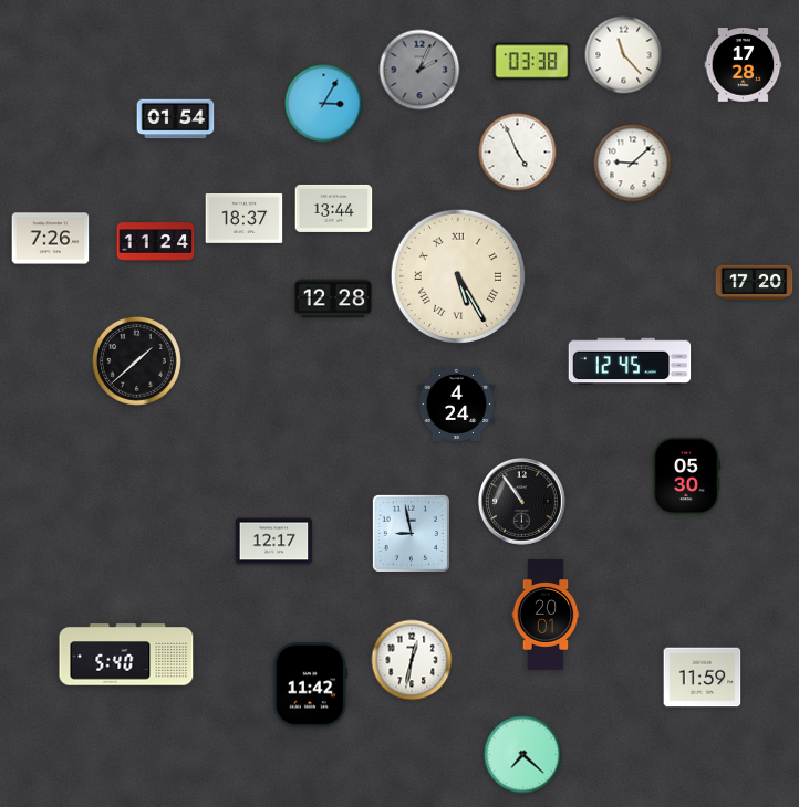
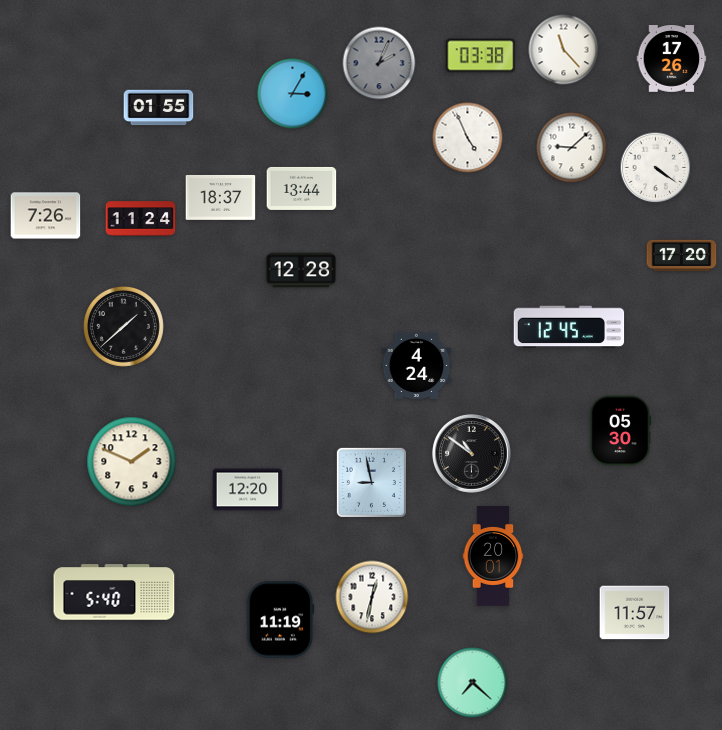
clock at (744, 65): 17:28 -> 17:26
clock at (176, 119): 01:54 -> 01:55
clock at (656, 168): none -> 4:21
clock at (457, 275): 5:25 -> none
clock at (457, 403) position: (457, 403) -> (417, 365)
clock at (522, 502): 10:54 -> 10:51
clock at (132, 462): none -> 1:49
clock at (274, 542): 12:17 -> 12:20
clock at (703, 678): 11:59 -> 11:57
clock at (311, 685): 11:42 -> 11:19
